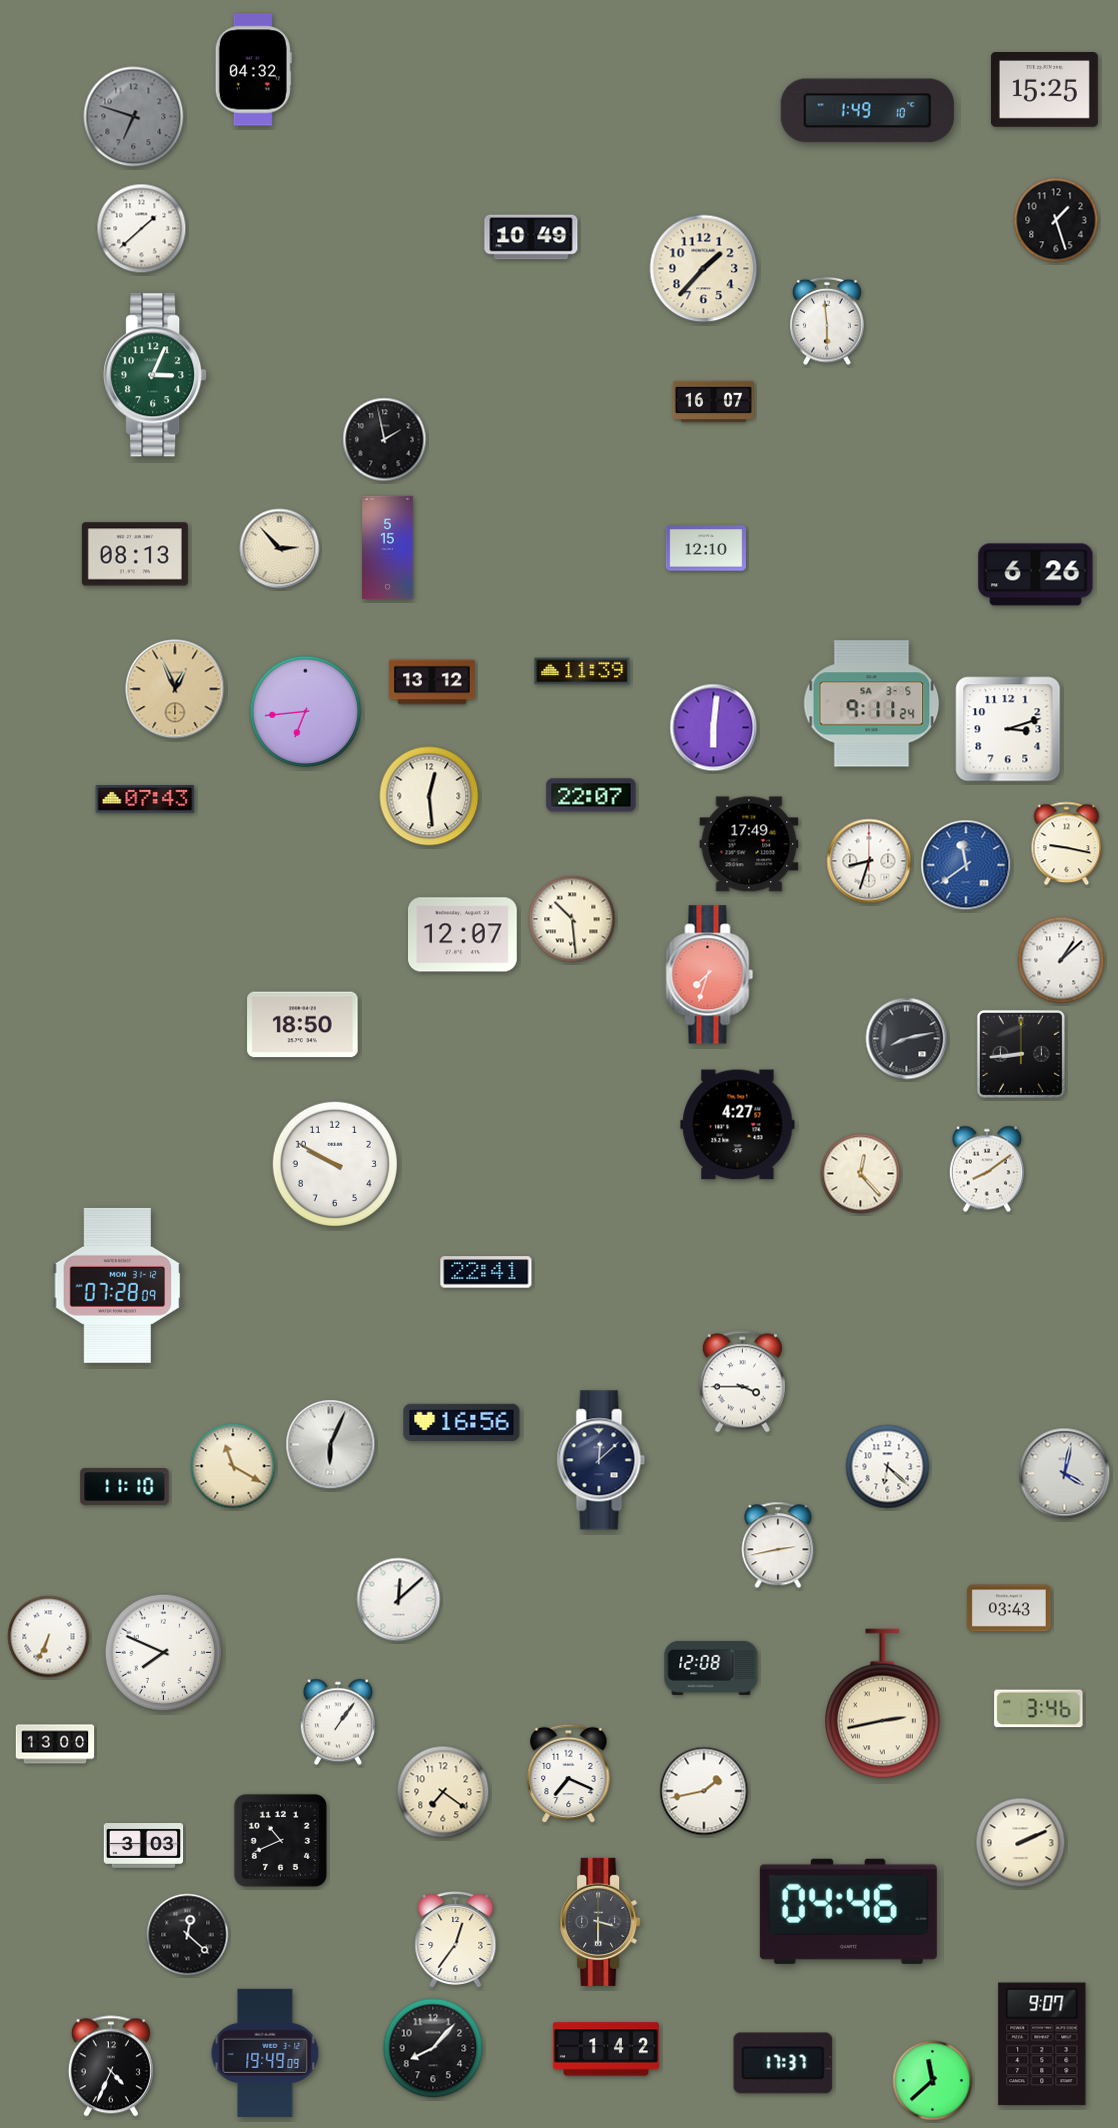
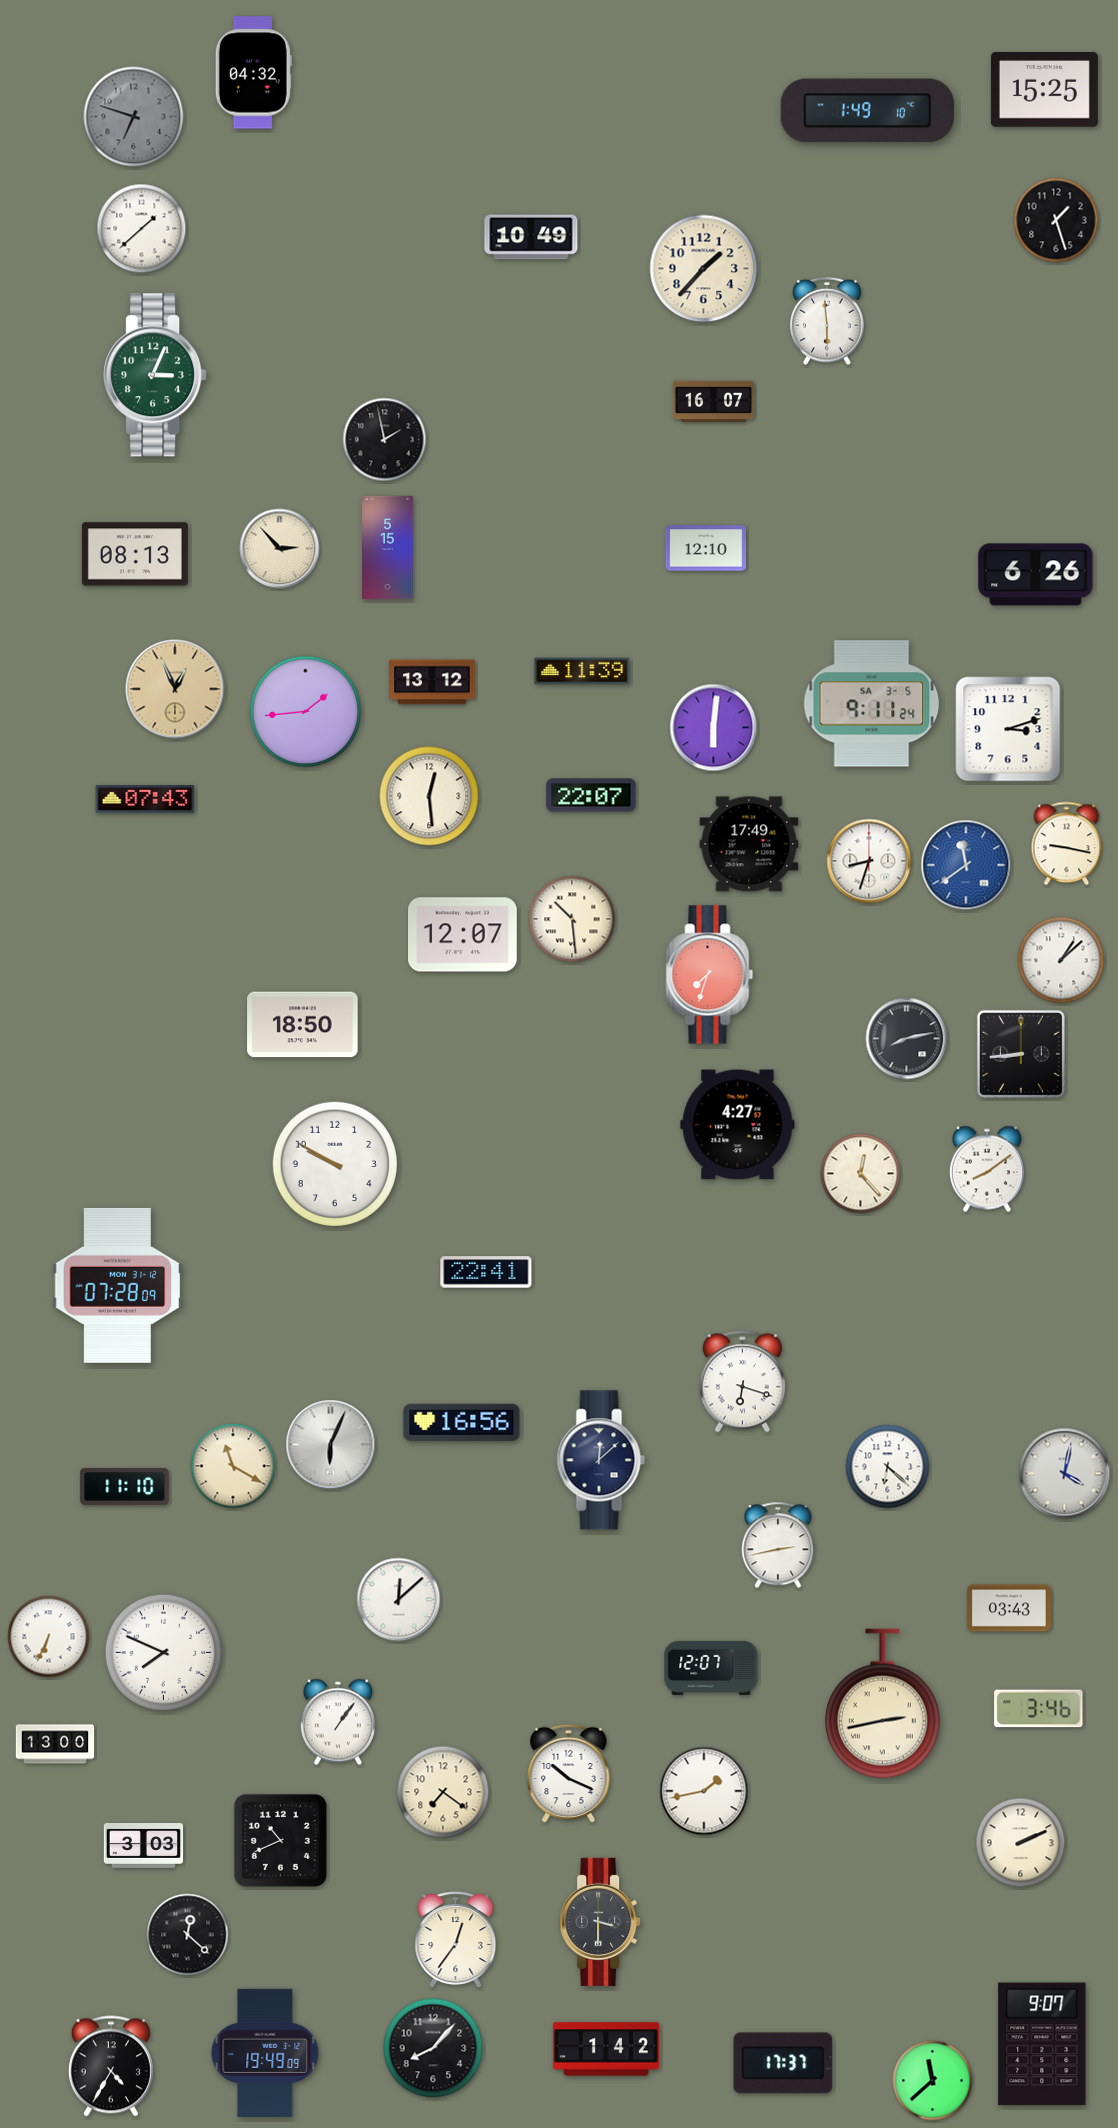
clock at (253, 70) position: (253, 70) -> (253, 73)
clock at (306, 712): 6:44 -> 1:44
clock at (742, 1382): 3:45 -> 6:18
clock at (711, 1668): 12:08 -> 12:07
clock at (569, 1774): 7:19 -> 10:19
clock at (848, 1911): 04:46 -> none
clock at (111, 2066): 4:34 -> 4:35
